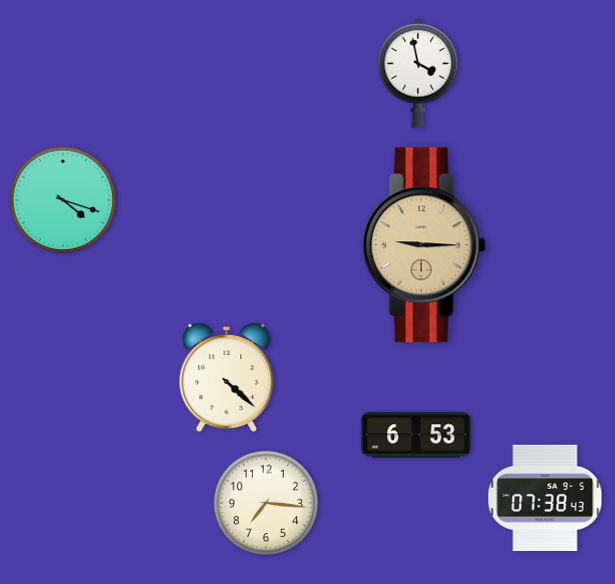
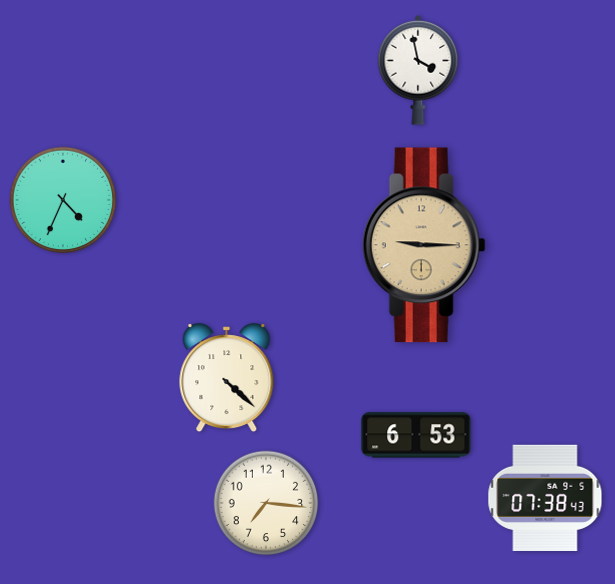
clock at (418, 73) position: (418, 73) -> (418, 70)
clock at (63, 200): 4:18 -> 4:34
